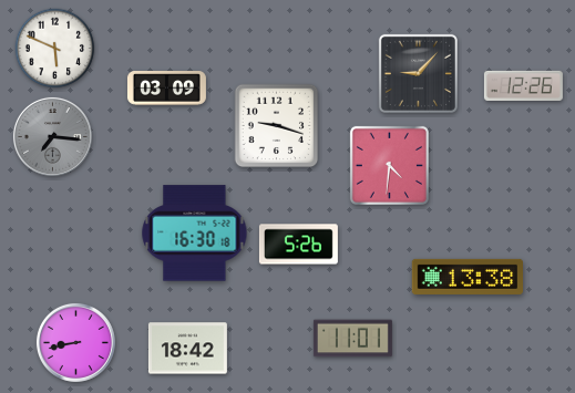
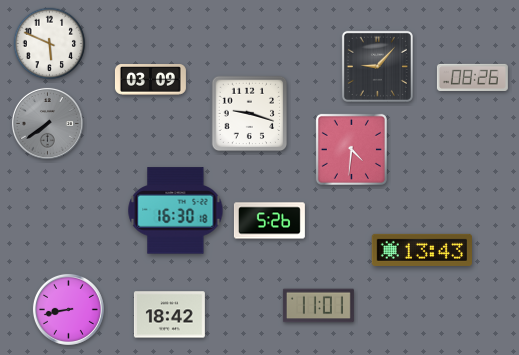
clock at (523, 85): 12:26 -> 08:26
clock at (52, 136): 7:16 -> 7:39
clock at (466, 277): 13:38 -> 13:43
